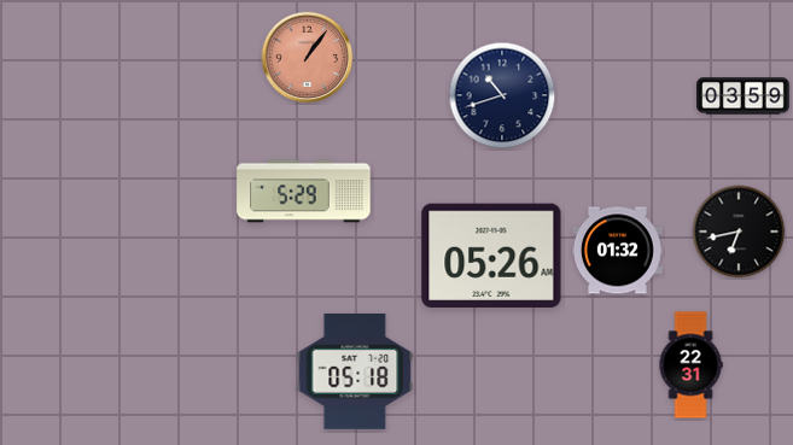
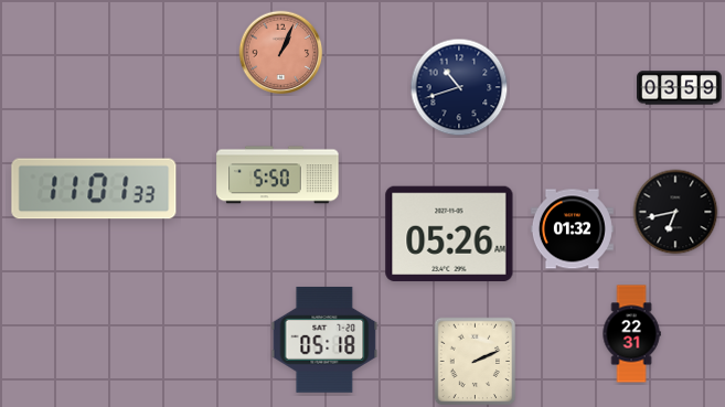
clock at (308, 58): 1:06 -> 1:04
clock at (304, 192): 5:29 -> 5:50
clock at (94, 189): none -> 11:01
clock at (617, 251) position: (617, 251) -> (572, 229)
clock at (476, 362): none -> 2:11
